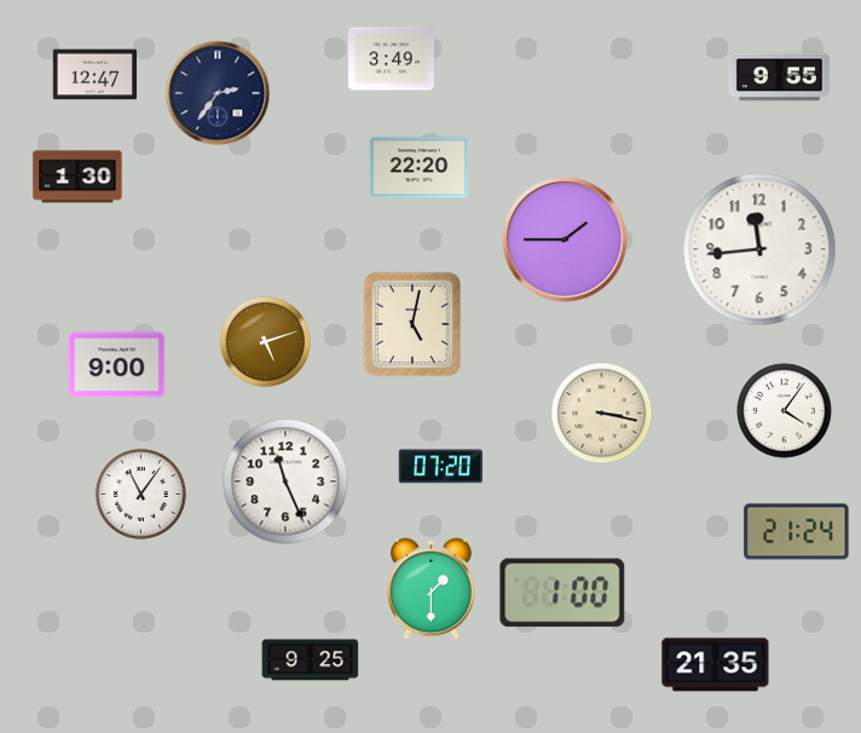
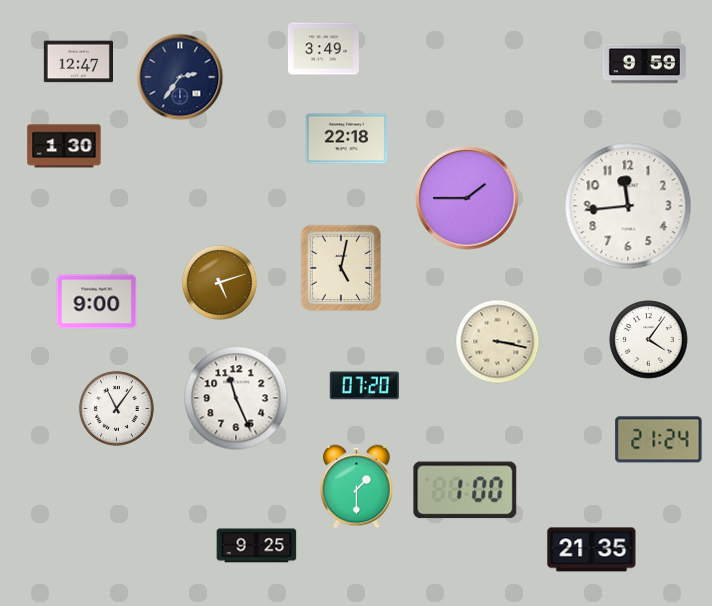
clock at (779, 77): 9:55 -> 9:59
clock at (420, 168): 22:20 -> 22:18
